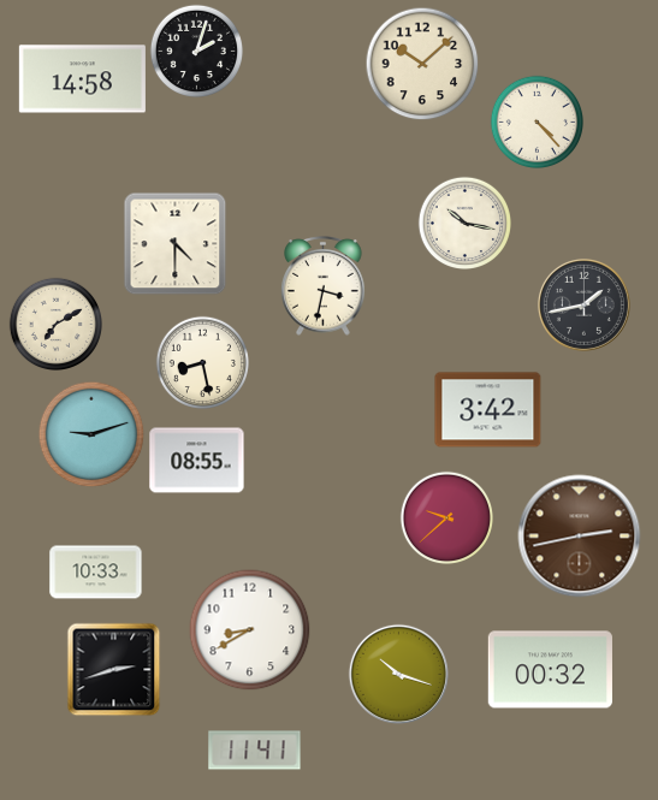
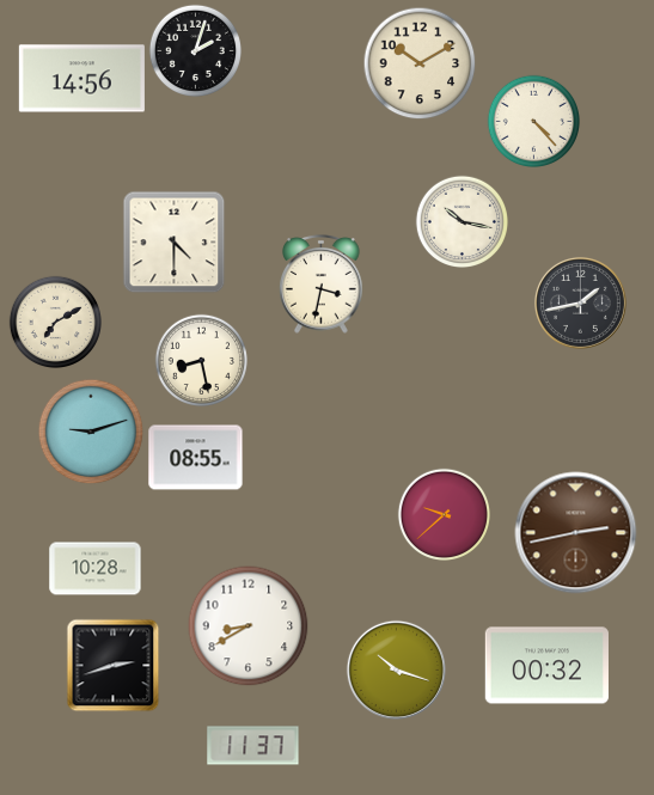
clock at (422, 64): 10:08 -> 10:10
clock at (82, 79): 14:58 -> 14:56
clock at (488, 410): 3:42 -> none
clock at (96, 573): 10:33 -> 10:28
clock at (255, 751): 11:41 -> 11:37
